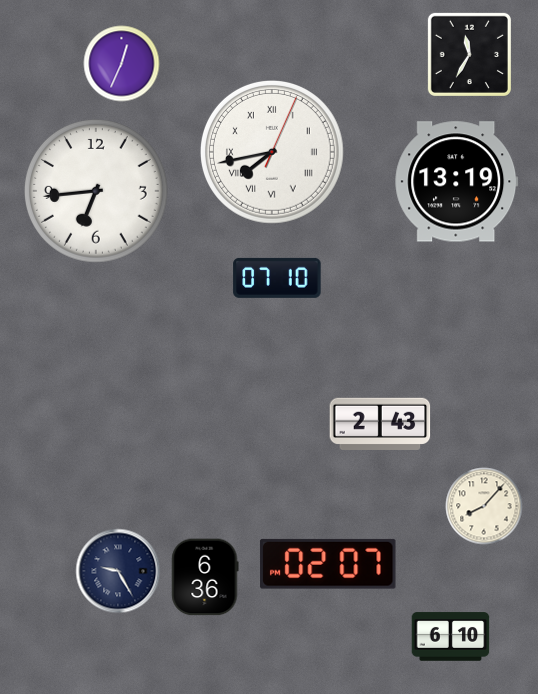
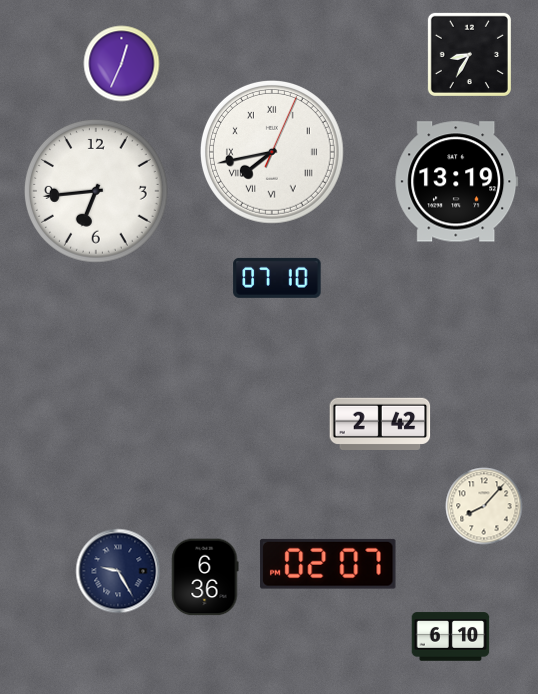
clock at (469, 54): 11:35 -> 8:35
clock at (380, 424): 2:43 -> 2:42
